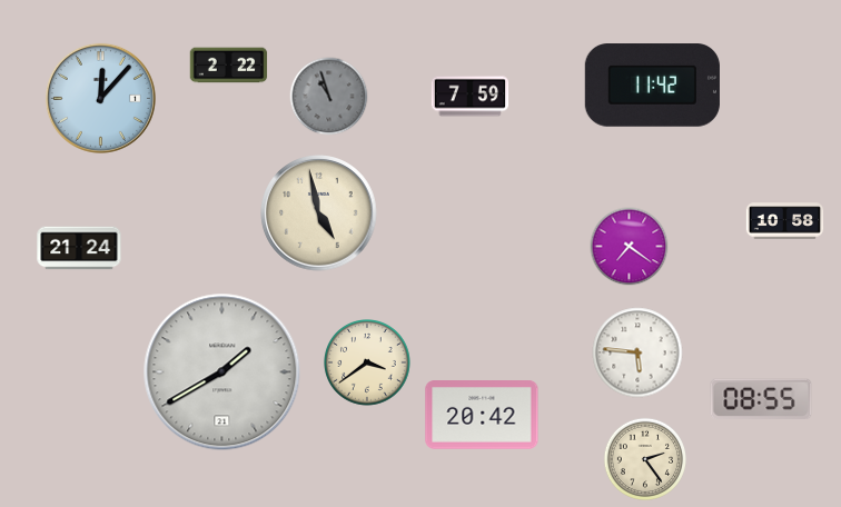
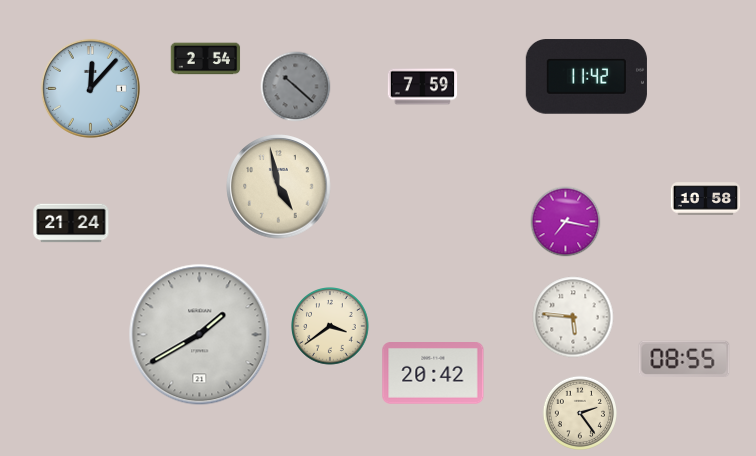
clock at (229, 66): 2:22 -> 2:54
clock at (329, 97): 10:57 -> 10:22
clock at (319, 213) position: (319, 213) -> (279, 187)
clock at (630, 247): 7:21 -> 7:17
